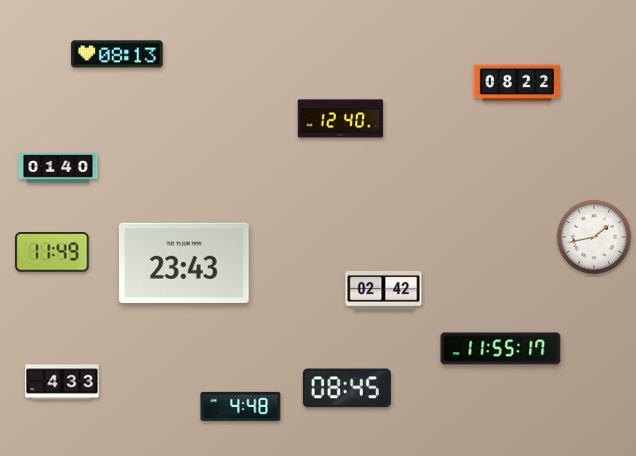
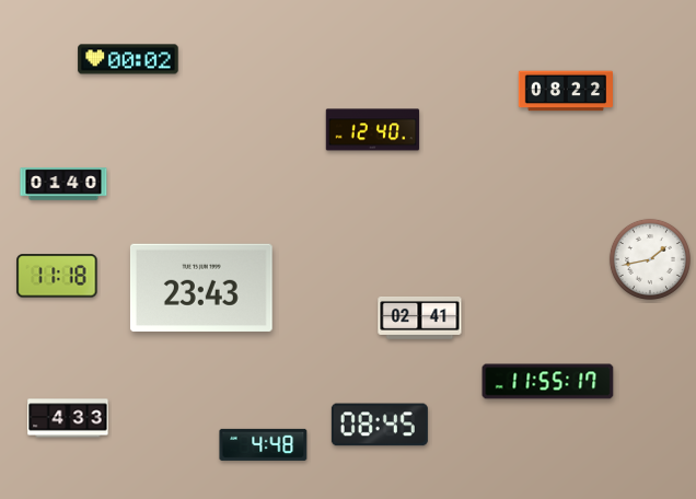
clock at (117, 54): 08:13 -> 00:02
clock at (52, 252): 11:49 -> 11:18
clock at (384, 291): 02:42 -> 02:41
